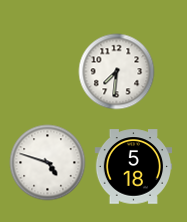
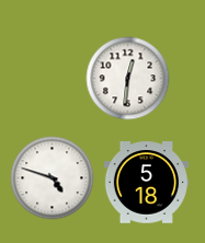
clock at (117, 72): 7:31 -> 12:31
